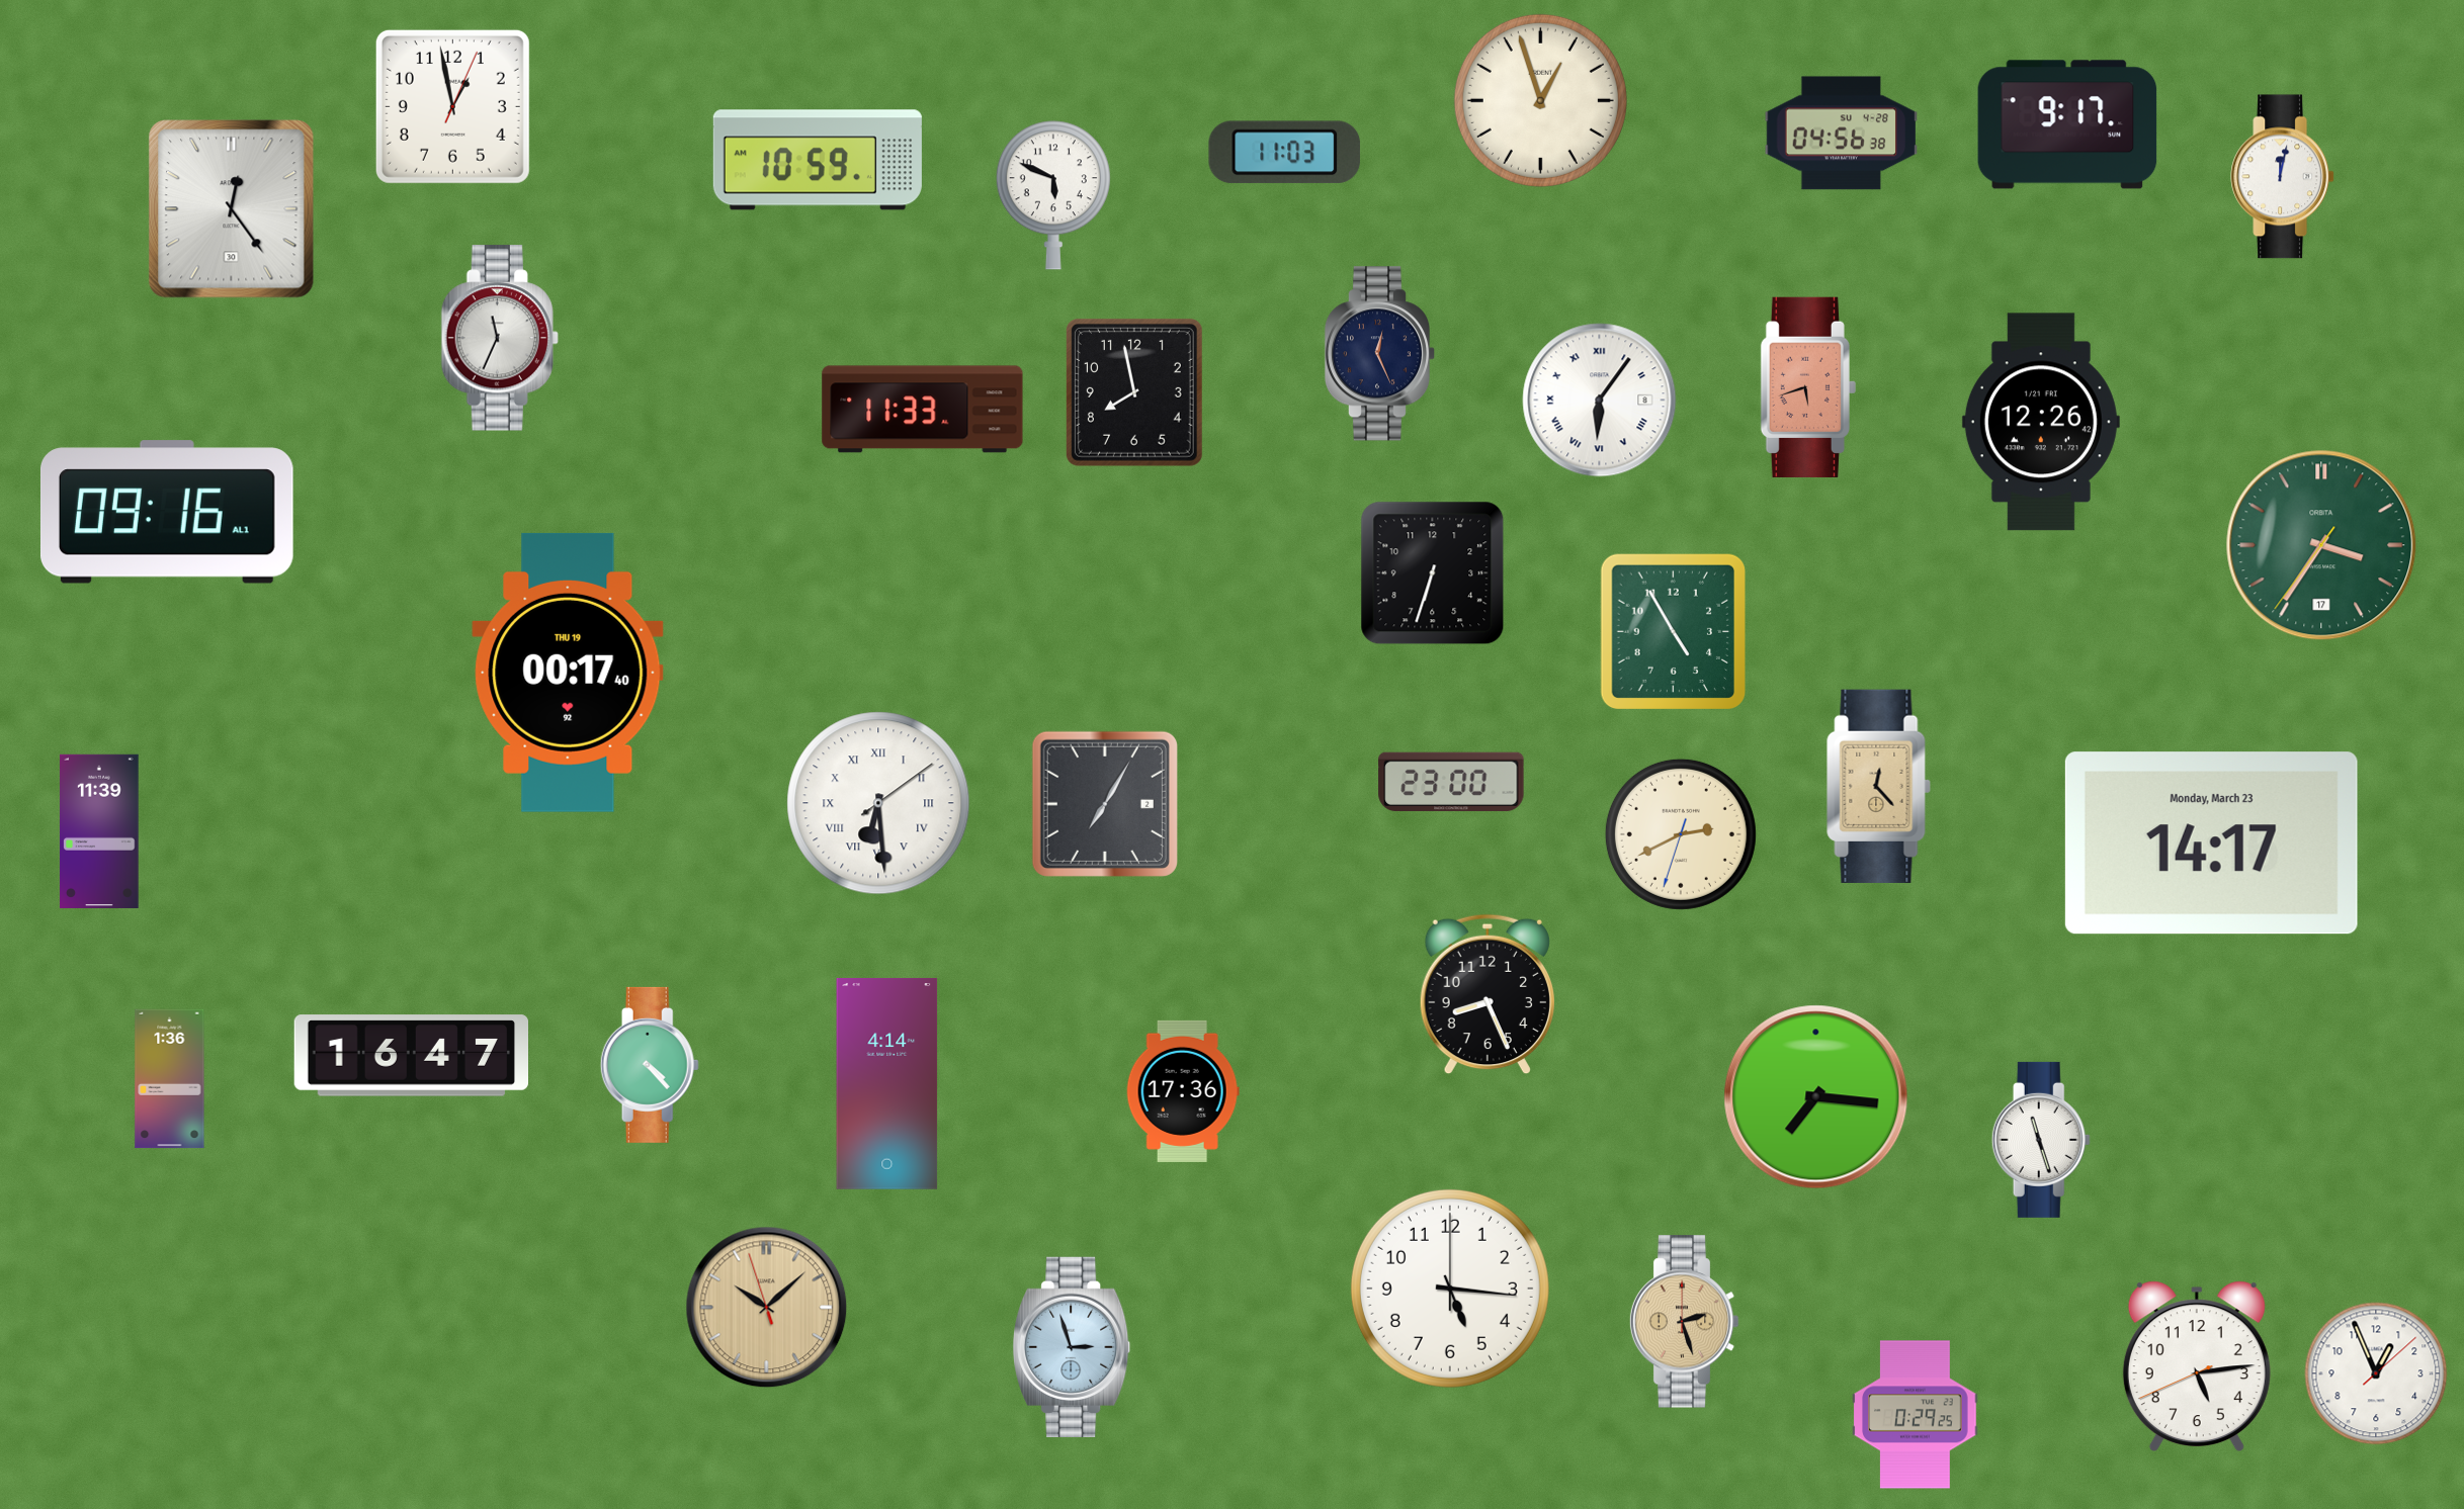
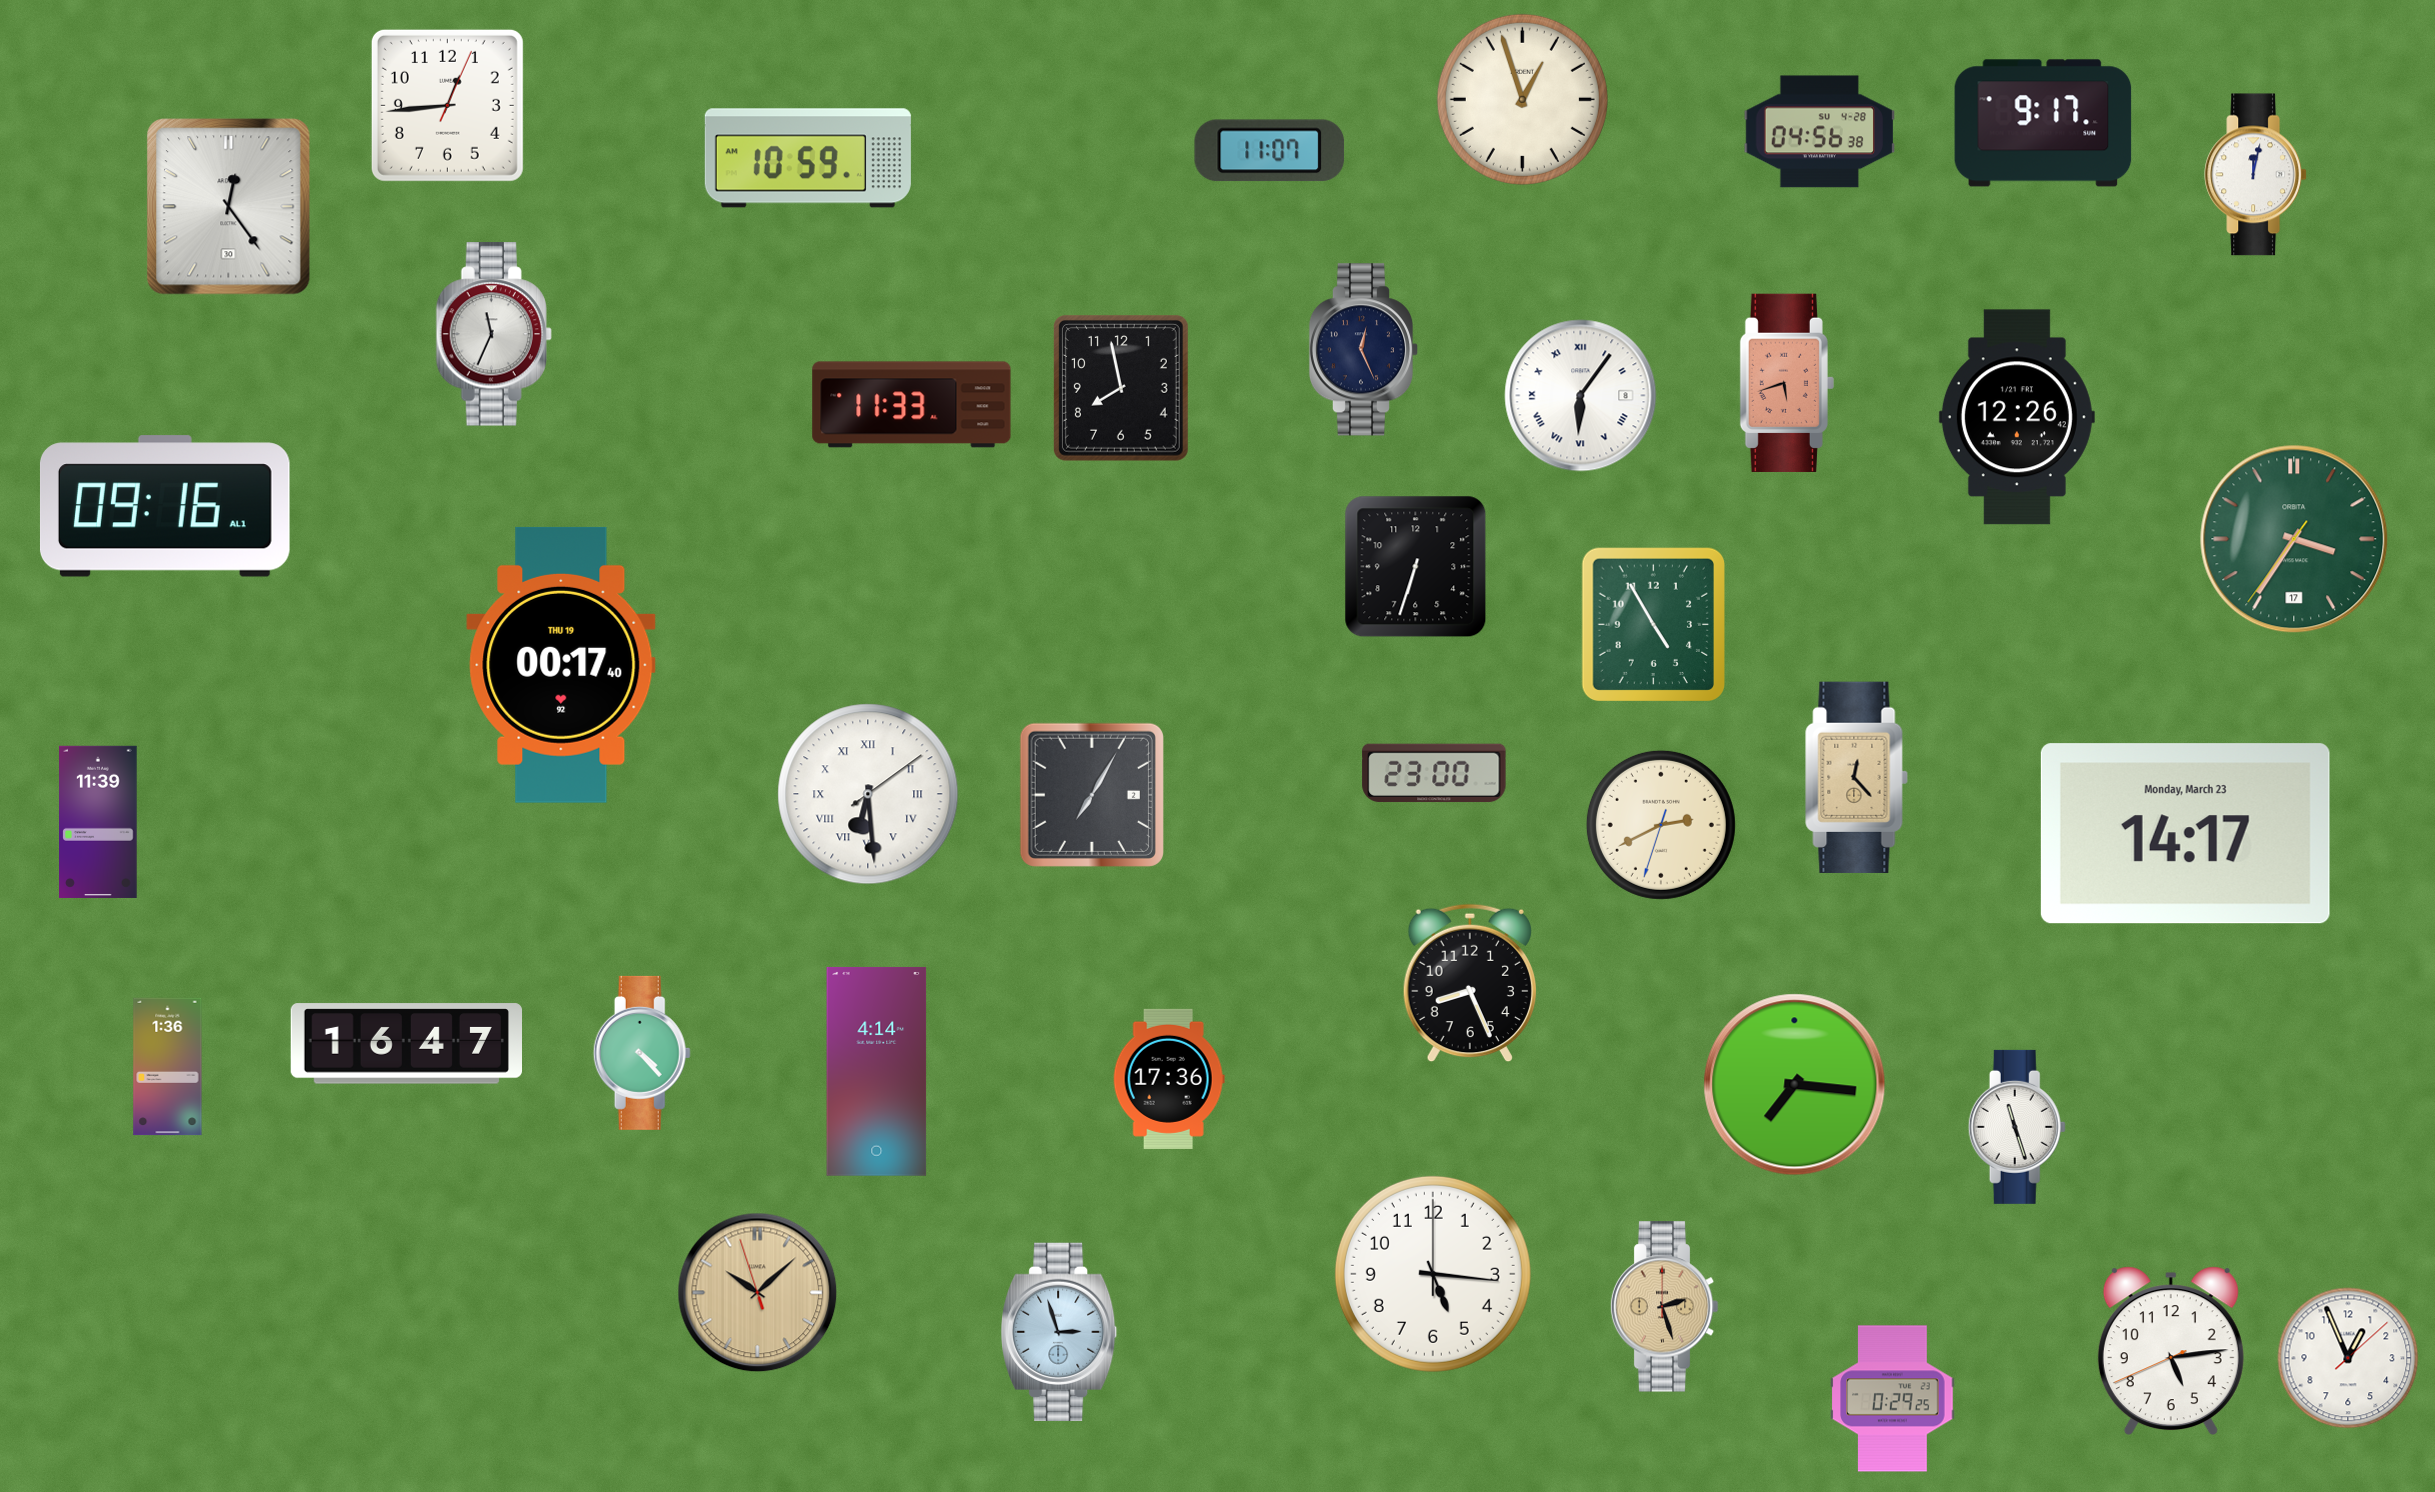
clock at (452, 106): 12:58 -> 12:44
clock at (1285, 153): 11:03 -> 11:07
clock at (1053, 195): 5:49 -> none
